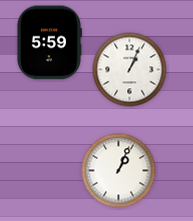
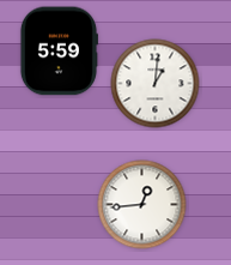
clock at (130, 70): 1:04 -> 1:01
clock at (119, 171): 1:04 -> 12:44
